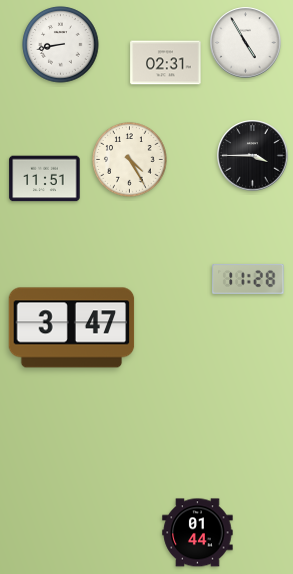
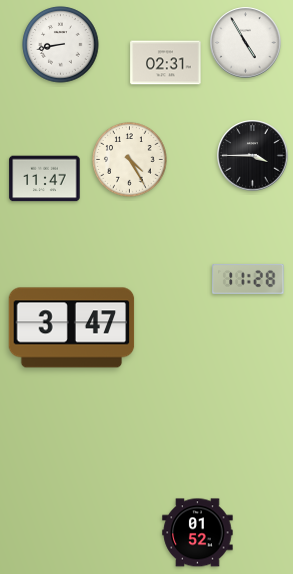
clock at (45, 179): 11:51 -> 11:47
clock at (198, 533): 01:44 -> 01:52
